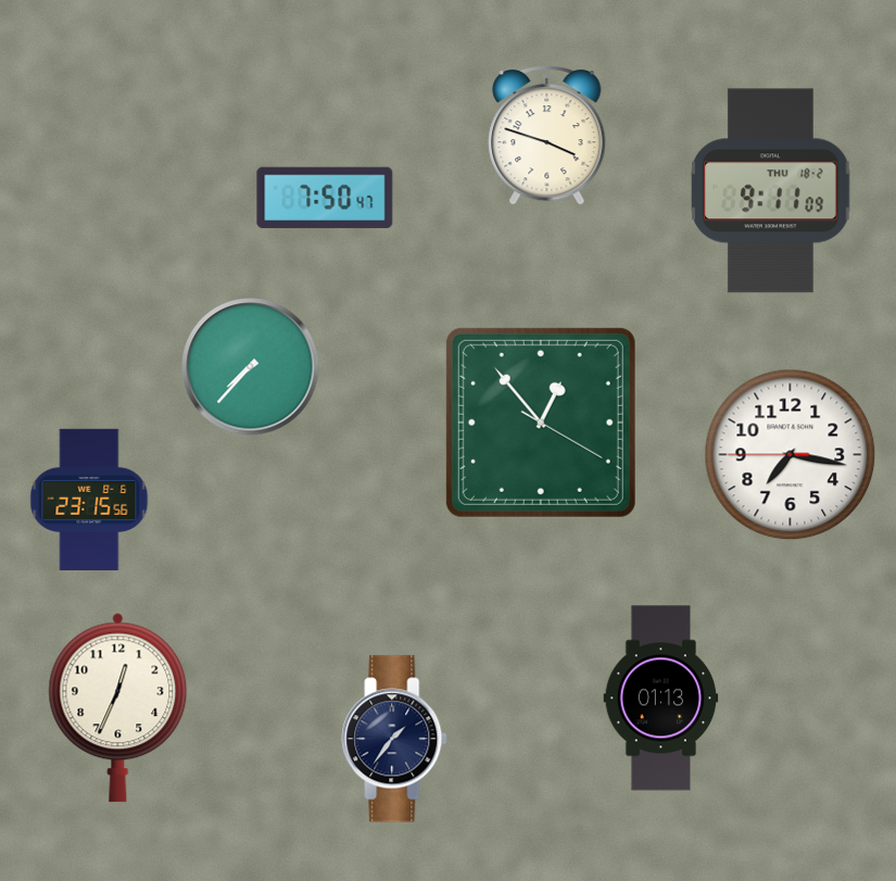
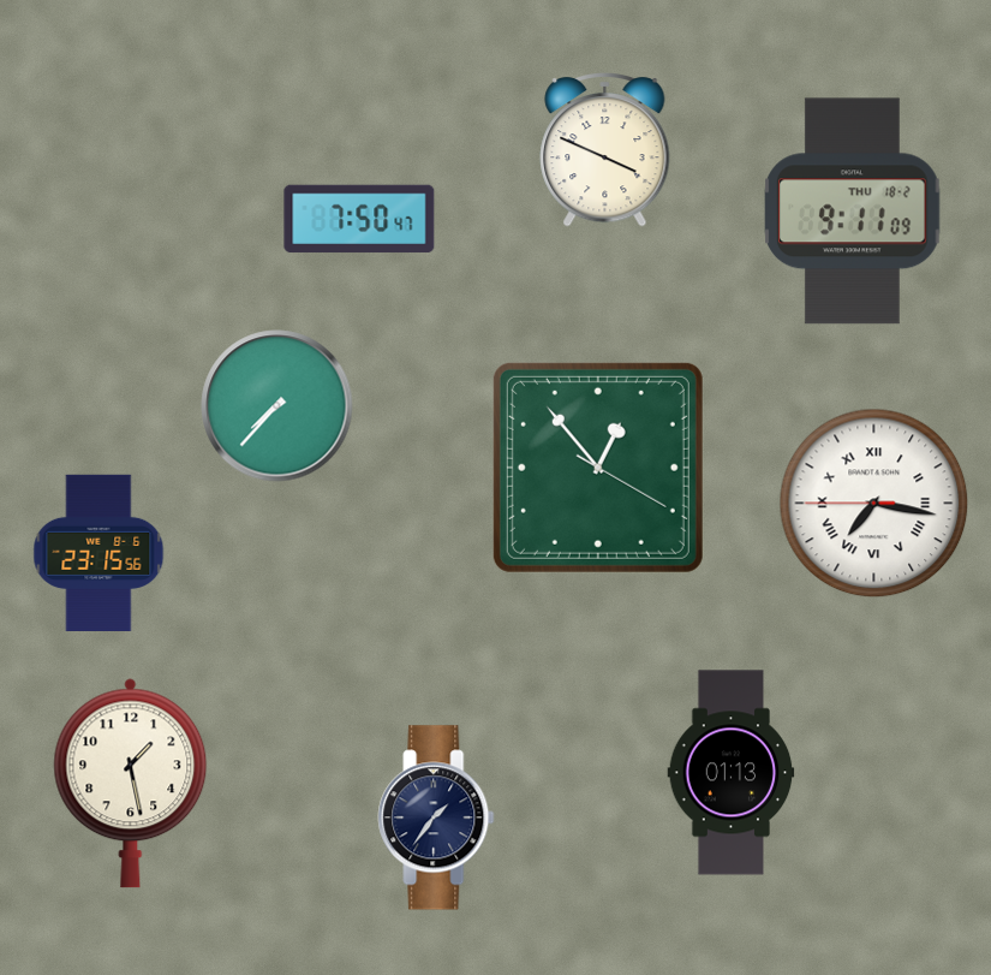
clock at (547, 136): 3:48 -> 3:49
clock at (791, 455) numerals: Arabic -> Roman
clock at (118, 708): 12:34 -> 1:28
